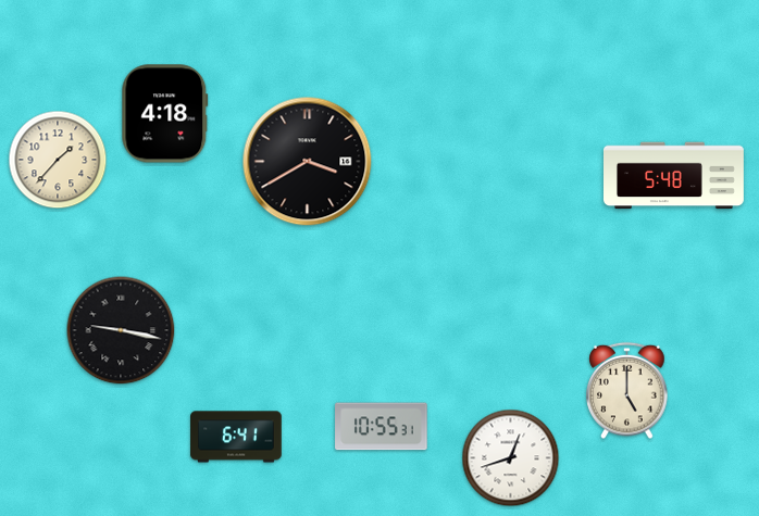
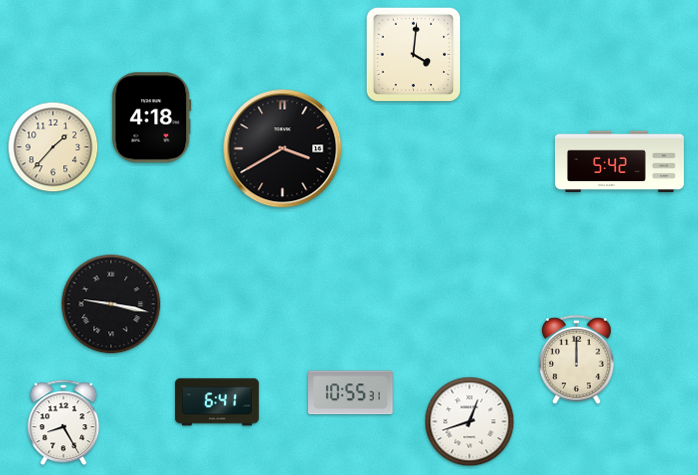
clock at (413, 54): none -> 4:01
clock at (165, 114) position: (165, 114) -> (152, 118)
clock at (674, 176): 5:48 -> 5:42
clock at (627, 391): 5:00 -> 12:00
clock at (64, 423): none -> 8:25
